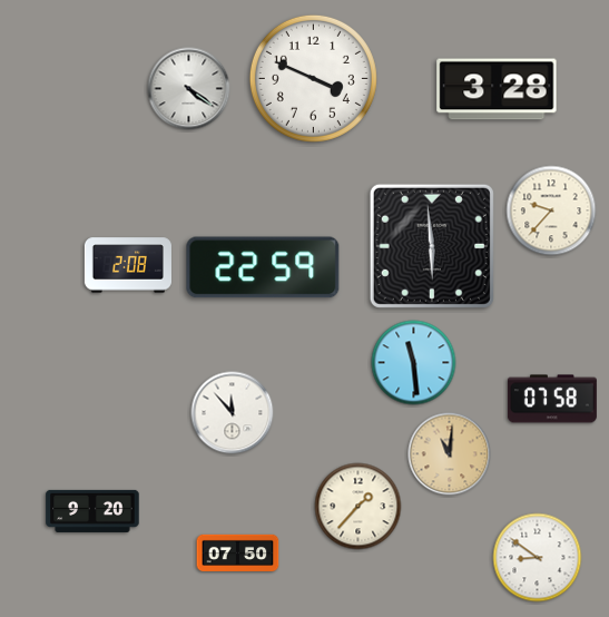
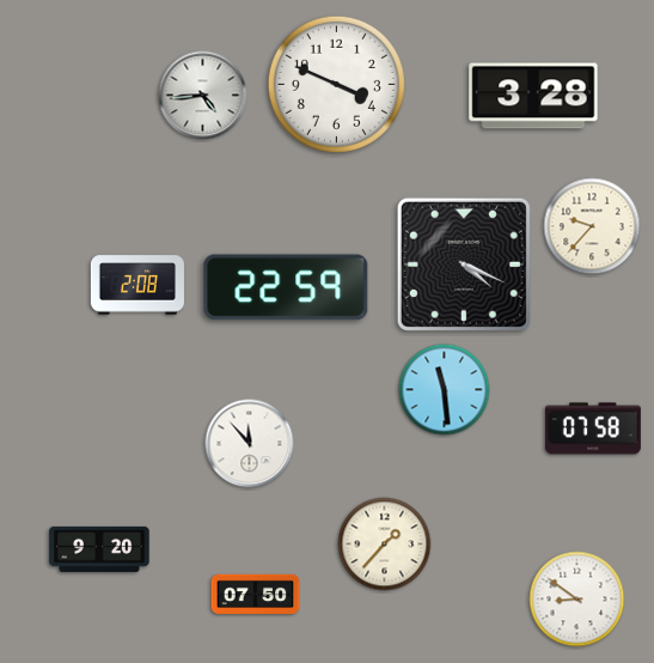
clock at (189, 89): 4:21 -> 4:44
clock at (432, 246): 5:59 -> 4:19
clock at (263, 267) position: (263, 267) -> (286, 287)
clock at (450, 454): 11:01 -> none
